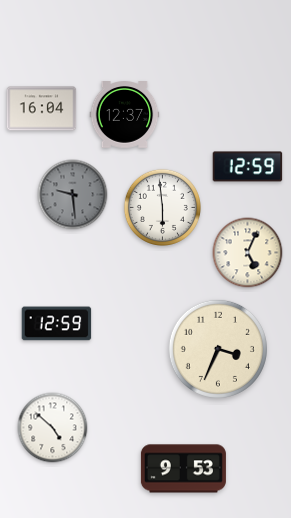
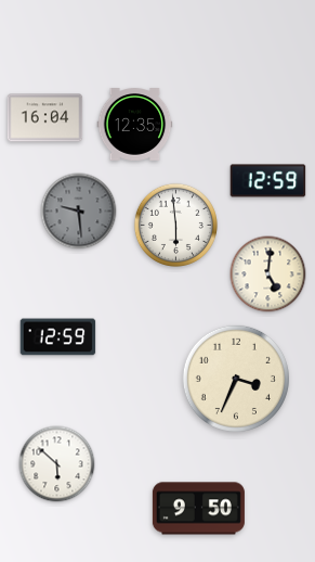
clock at (125, 115): 12:37 -> 12:35
clock at (248, 253): 5:04 -> 5:01
clock at (57, 324) position: (57, 324) -> (58, 337)
clock at (53, 428): 4:52 -> 5:52
clock at (183, 469): 9:53 -> 9:50
